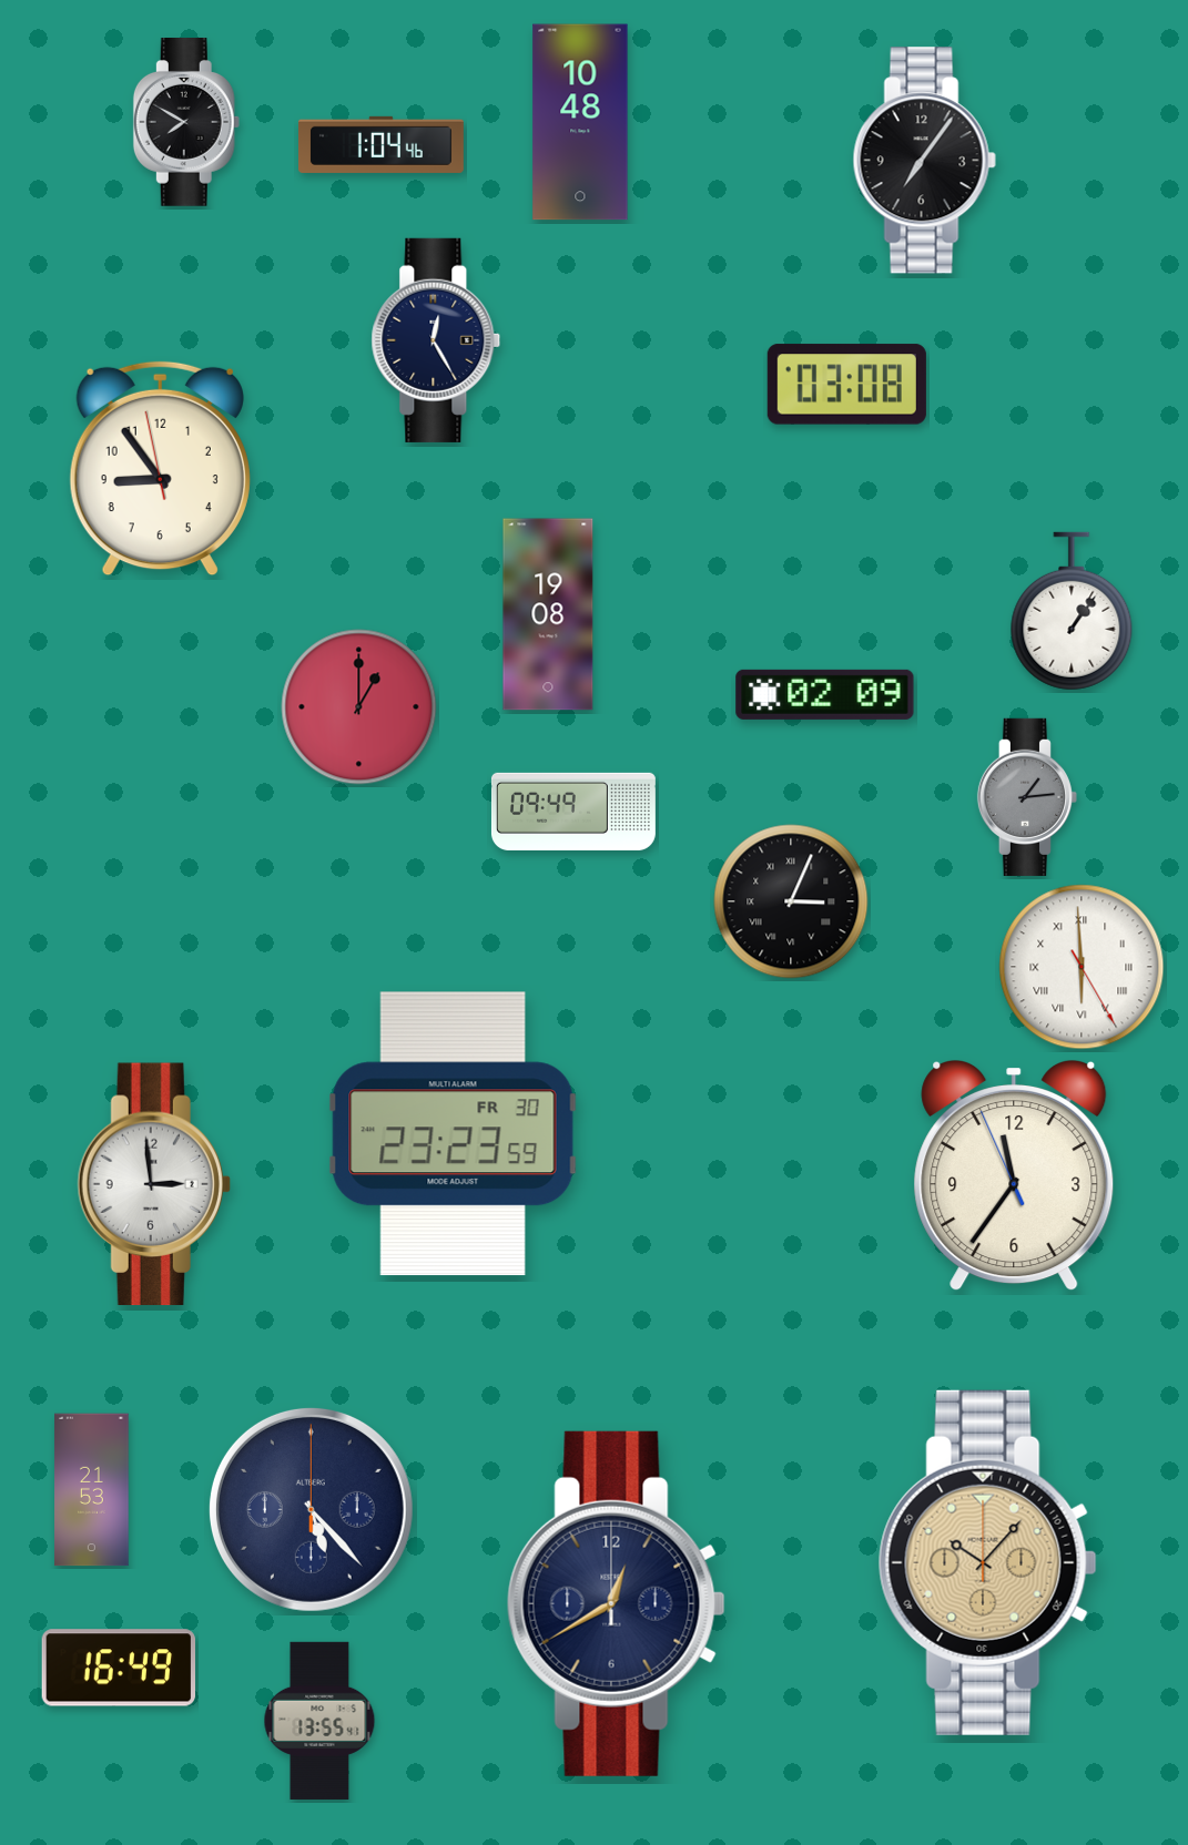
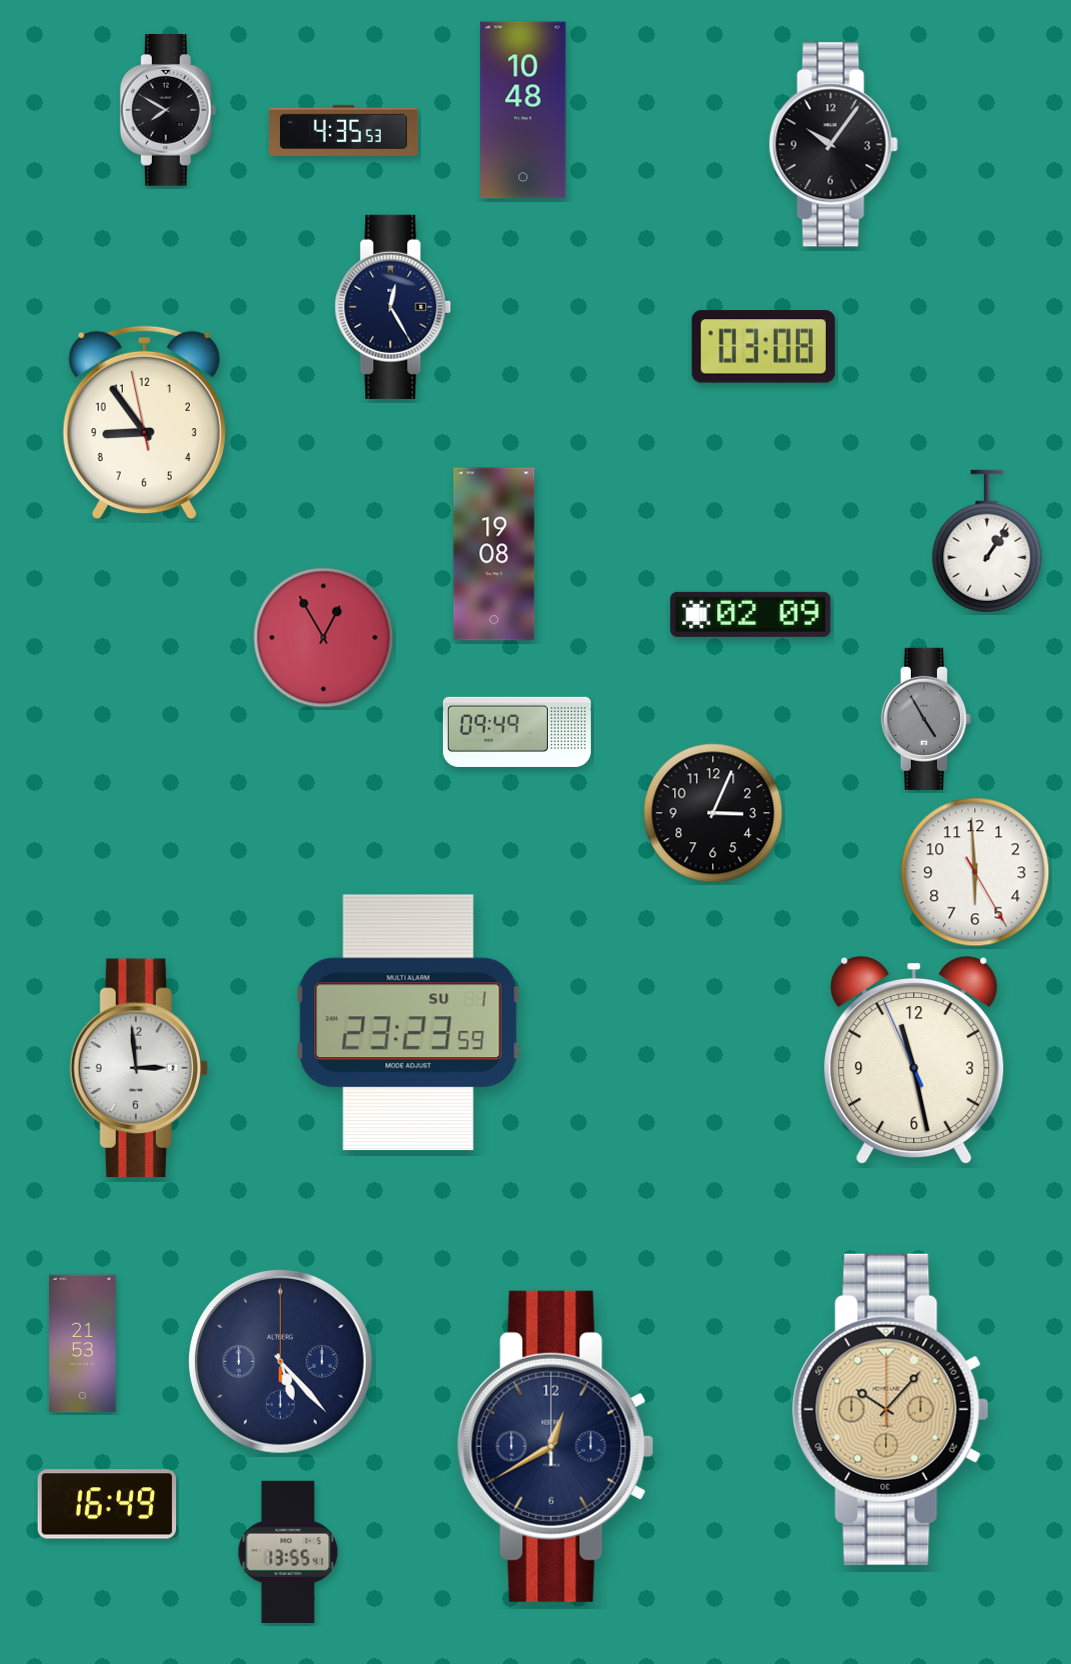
clock at (380, 144): 1:04 -> 4:35
clock at (924, 161): 7:06 -> 10:06
clock at (1072, 611) position: (1072, 611) -> (987, 541)
clock at (825, 694) position: (825, 694) -> (751, 614)
clock at (359, 707): 1:00 -> 12:55
clock at (1027, 797): 1:14 -> 4:55
clock at (791, 901) numerals: Roman -> Arabic
clock at (1082, 967) numerals: Roman -> Arabic
clock at (453, 1134) date: FR 30 -> SU 1
clock at (1014, 1176): 11:35 -> 11:27
